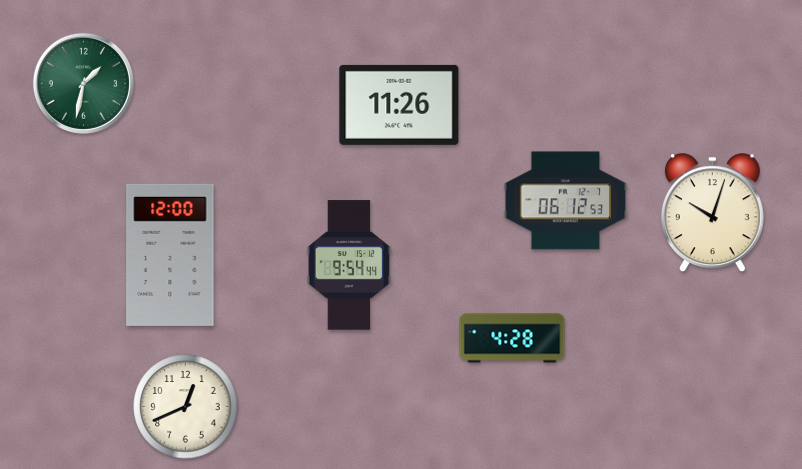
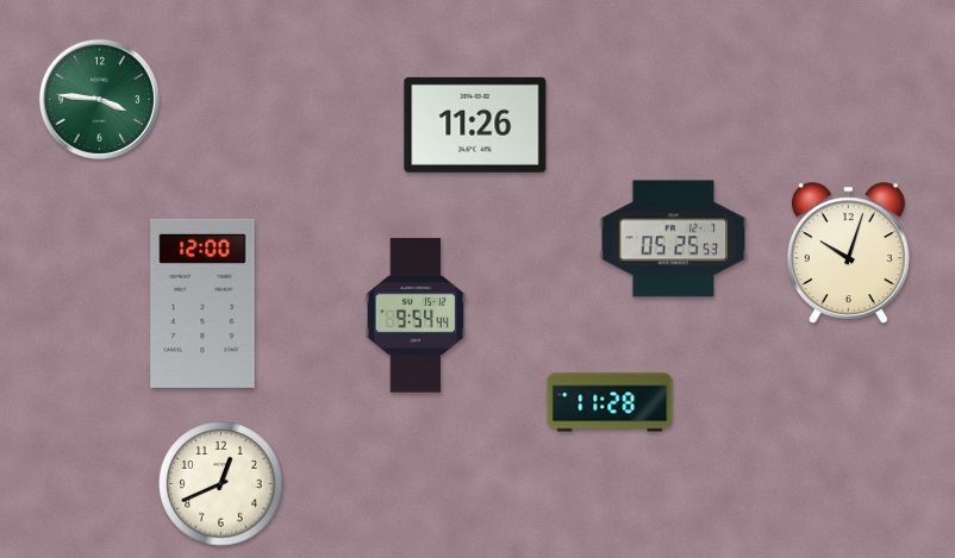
clock at (83, 83): 1:32 -> 3:46
clock at (566, 201): 06:12 -> 05:25
clock at (512, 338): 4:28 -> 11:28
